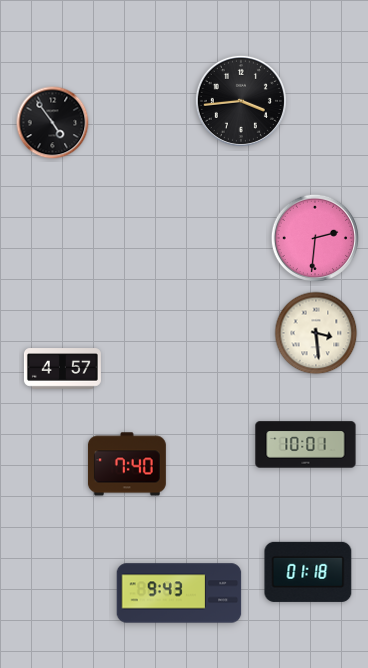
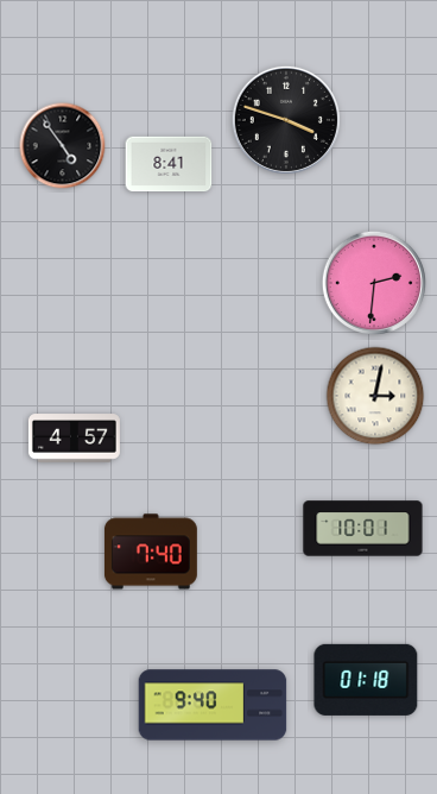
clock at (241, 101): 3:44 -> 3:48
clock at (169, 164): none -> 8:41
clock at (316, 333): 3:29 -> 3:02
clock at (179, 593): 9:43 -> 9:40
